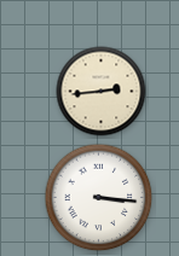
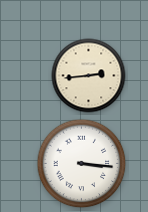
clock at (102, 92) position: (102, 92) -> (89, 76)
